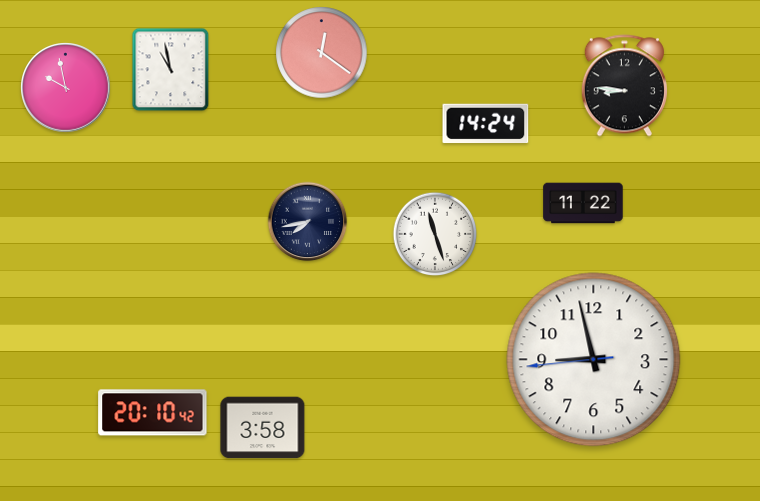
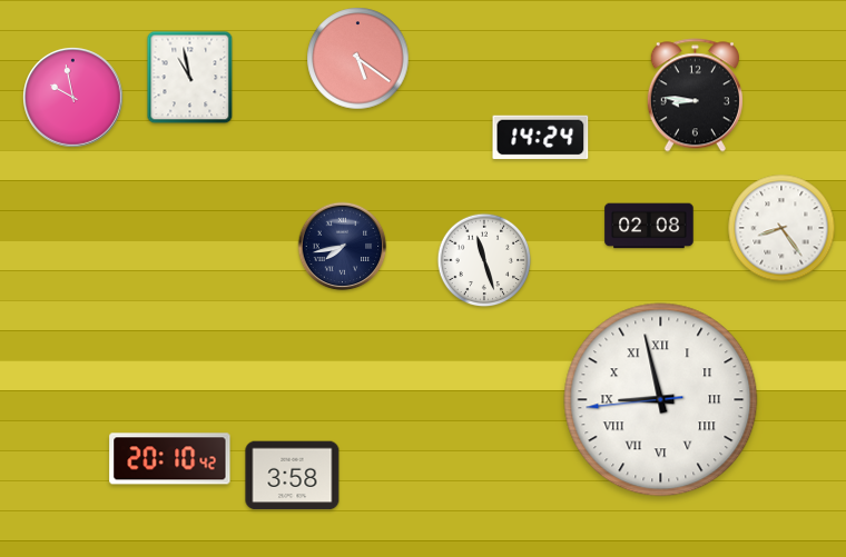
clock at (322, 53): 12:21 -> 5:21
clock at (583, 203): 11:22 -> 02:08
clock at (781, 228): none -> 8:24
clock at (594, 360) numerals: Arabic -> Roman
